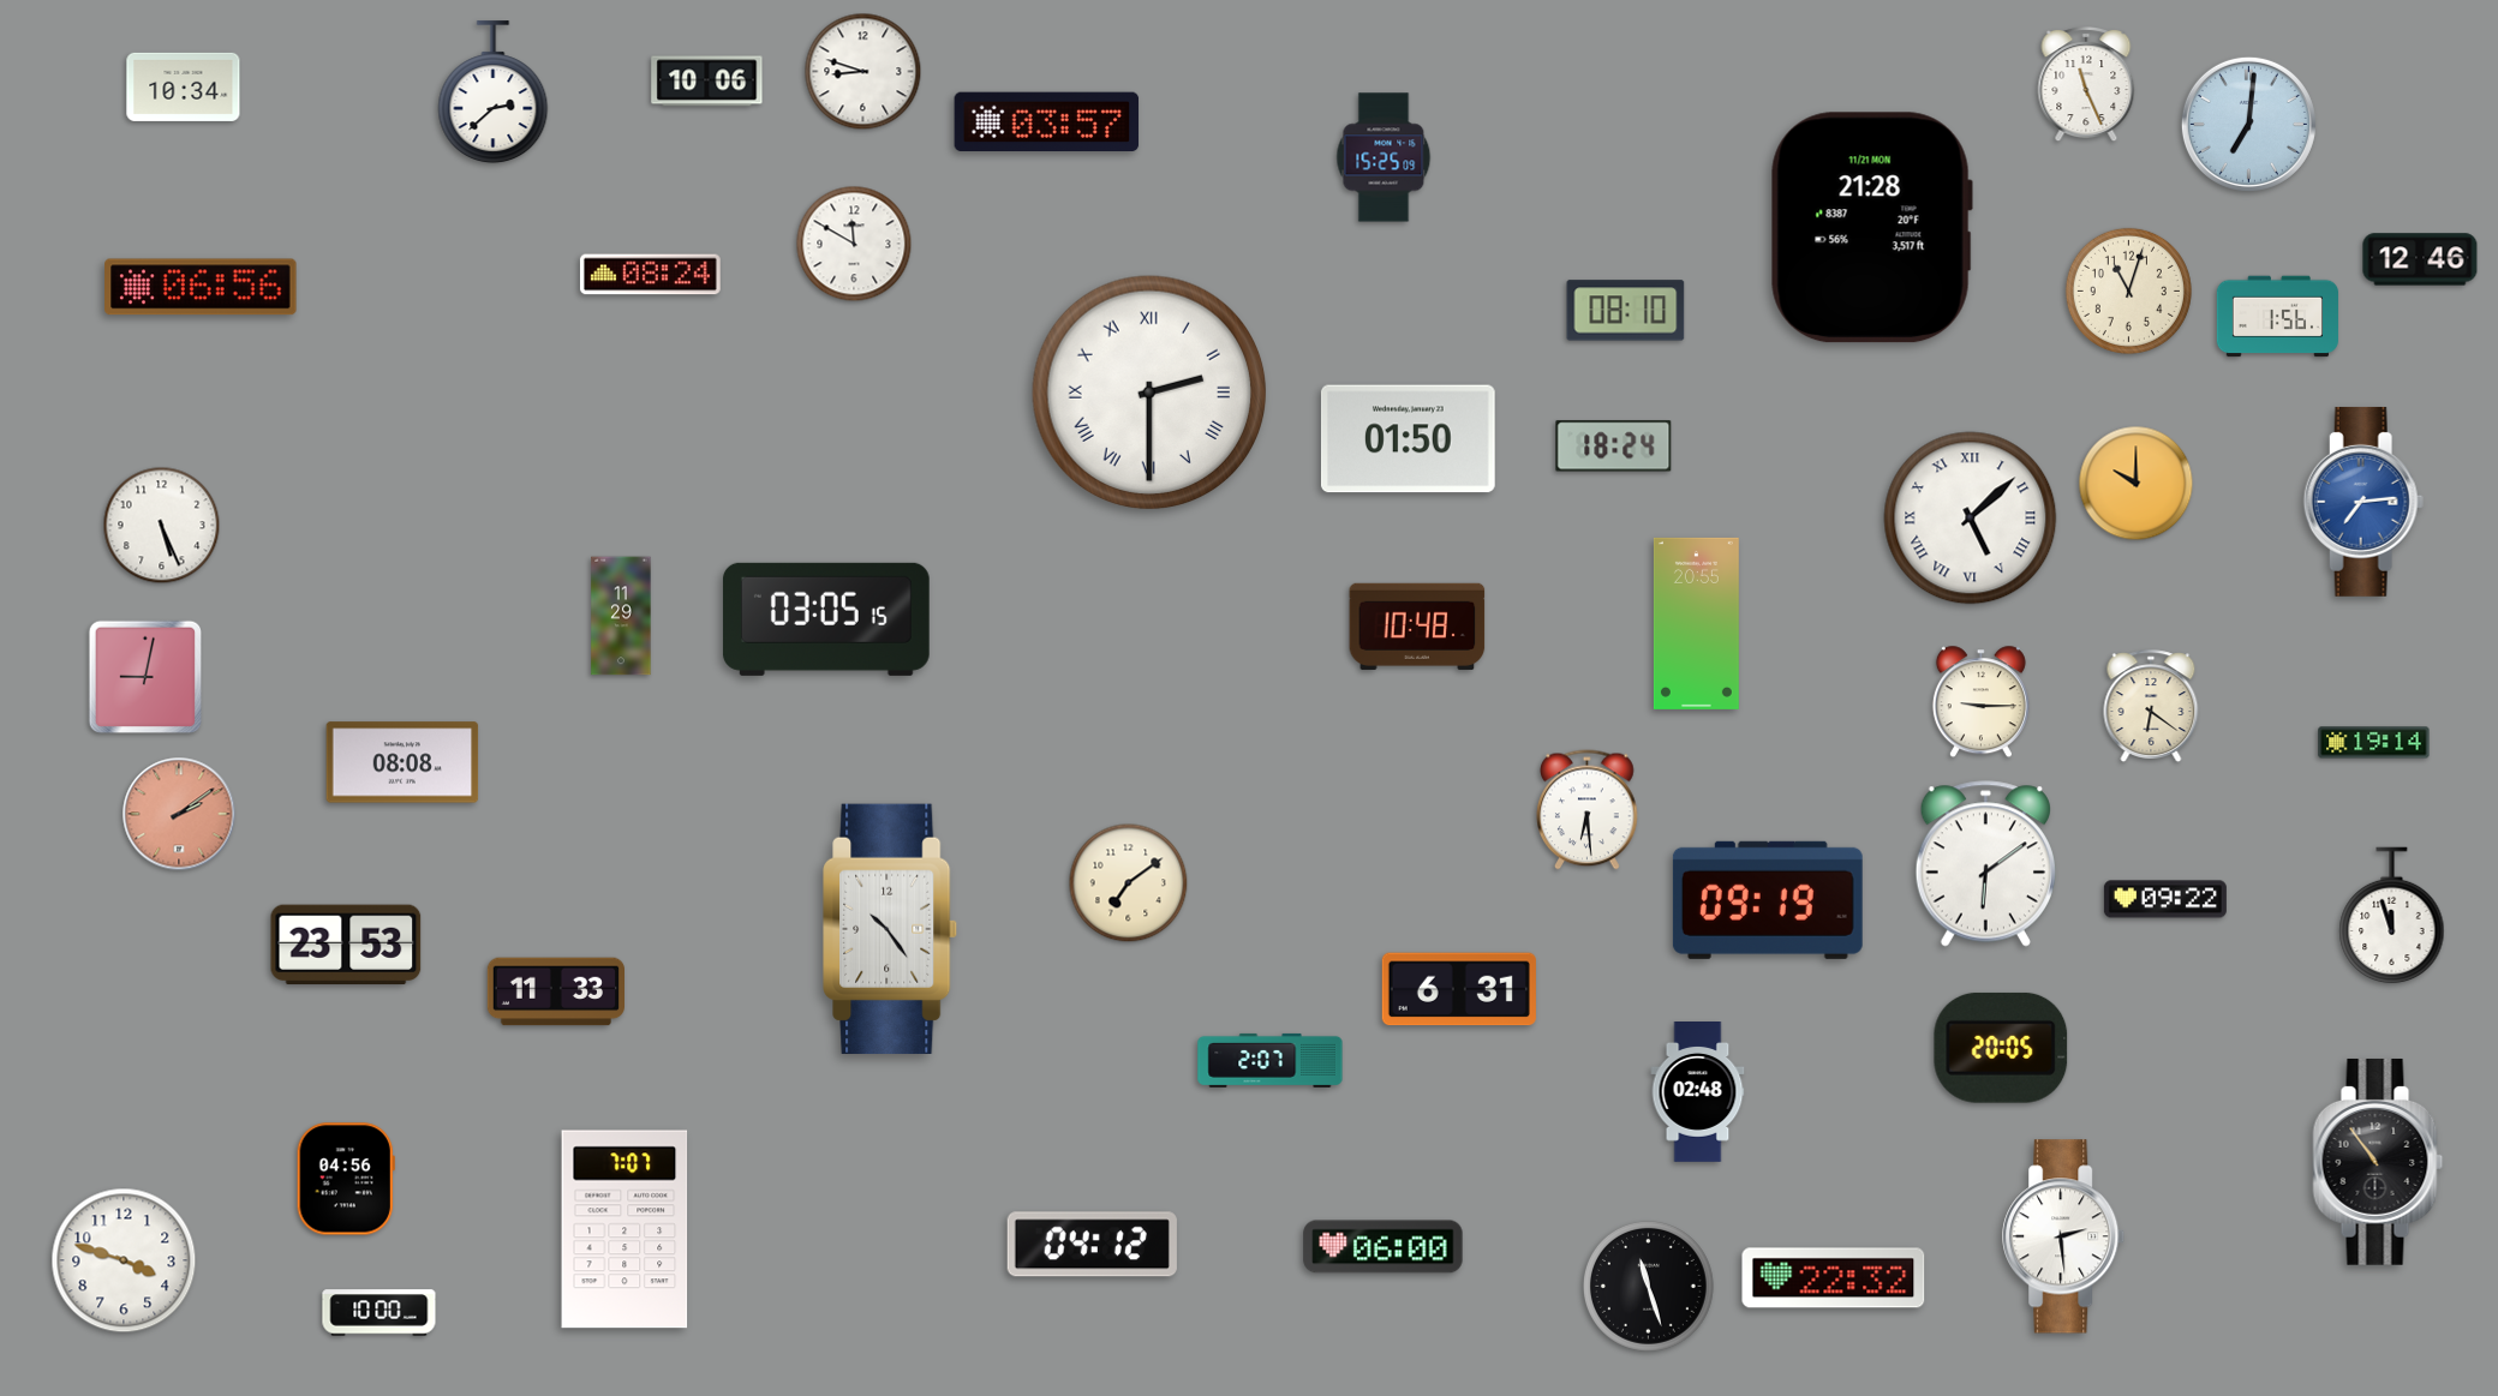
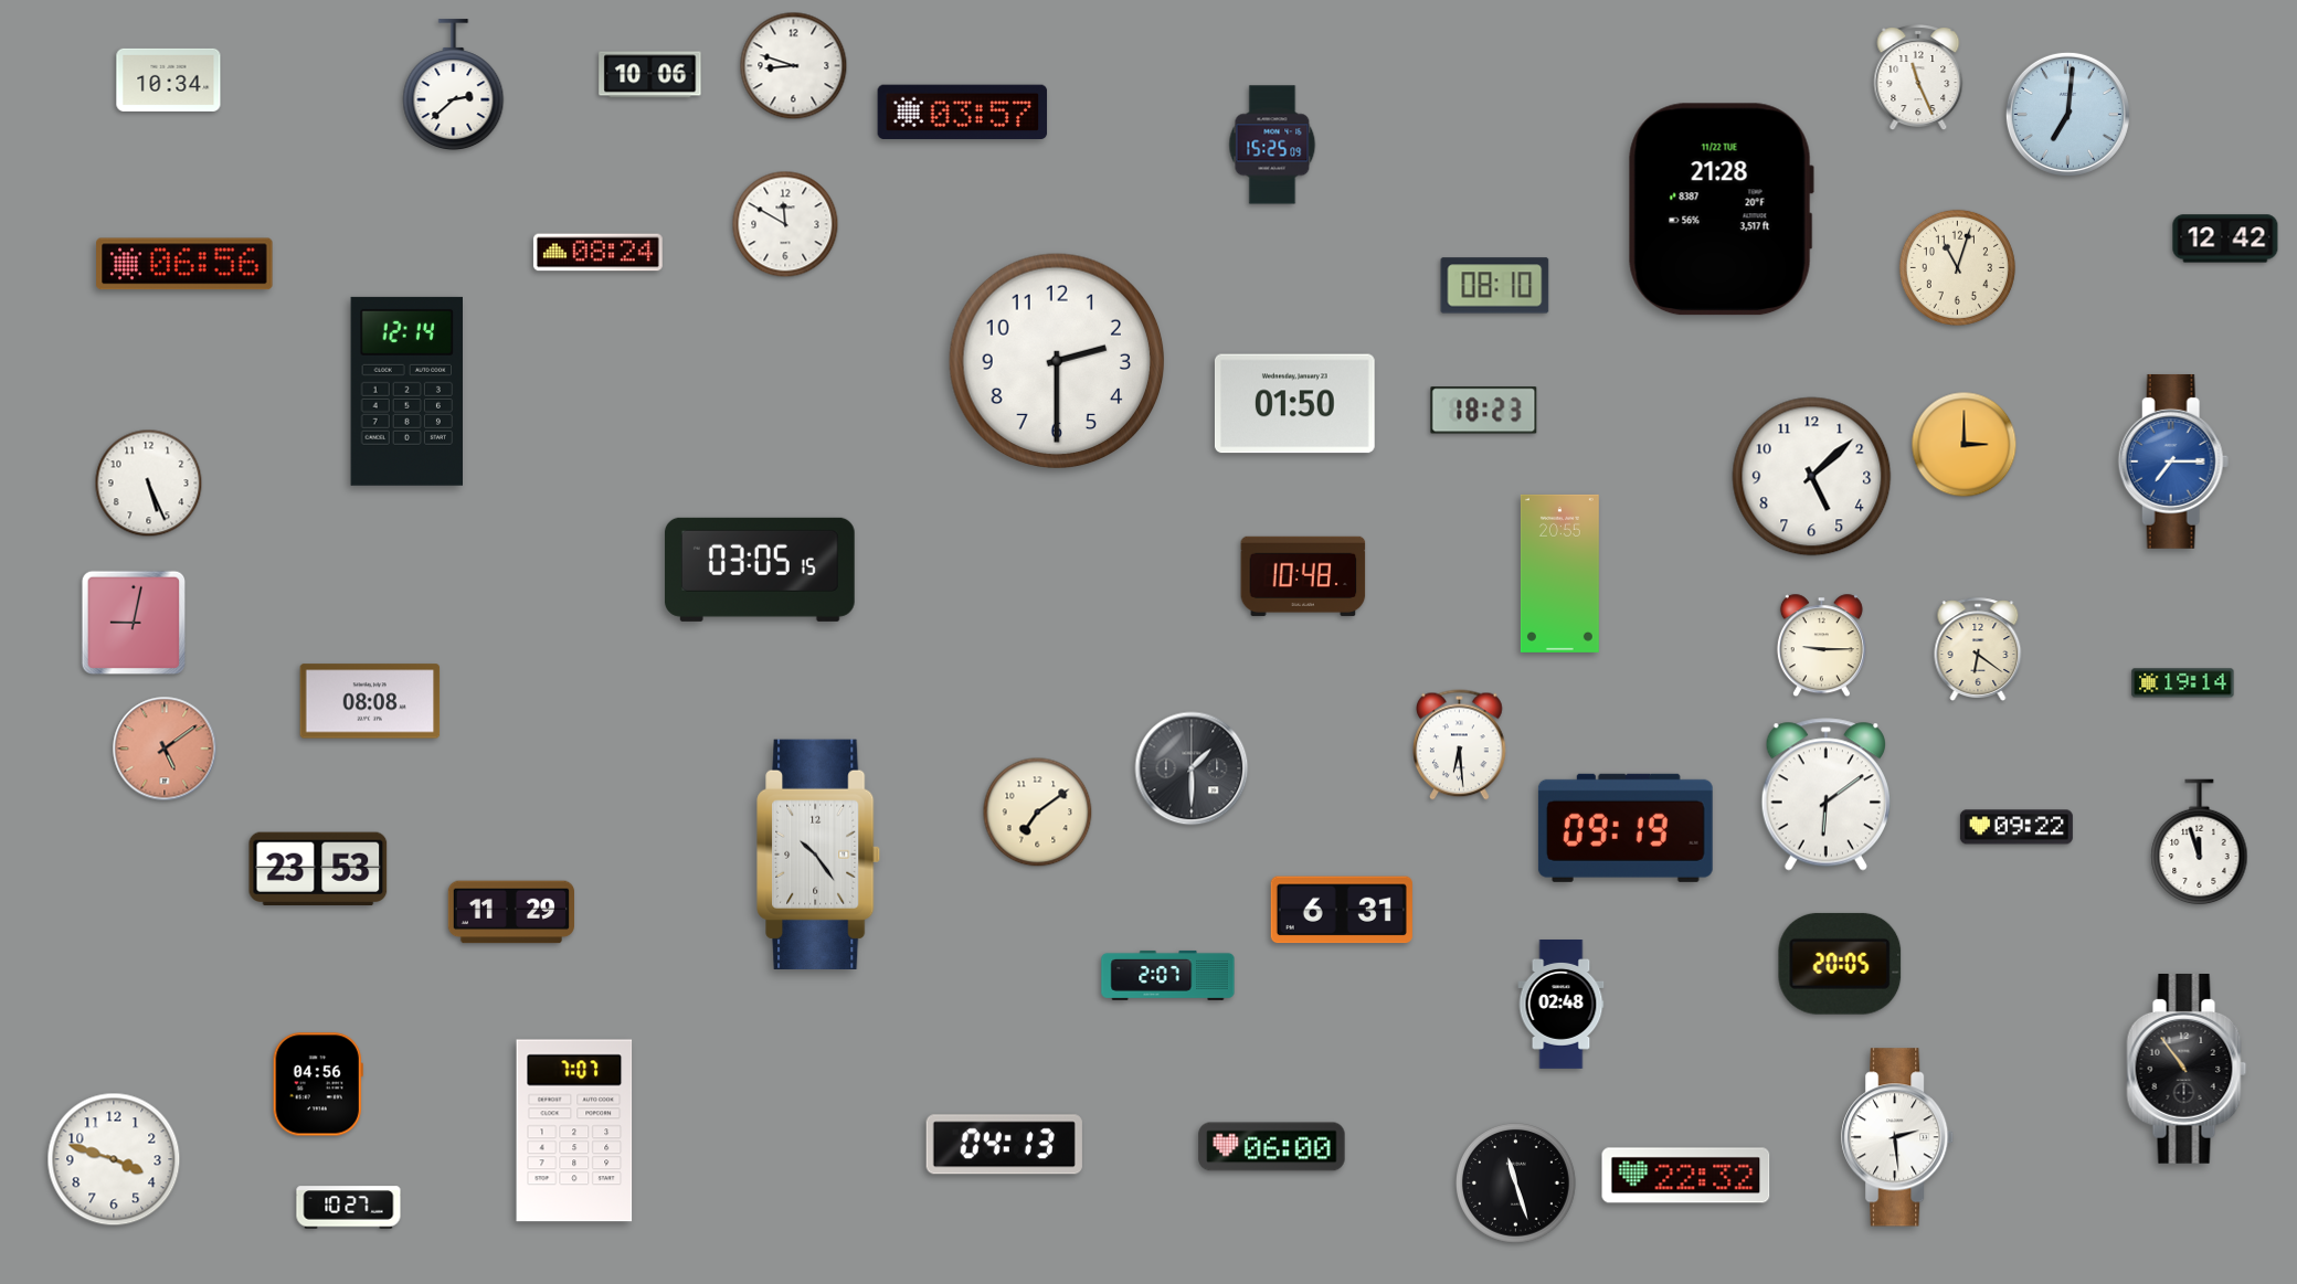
clock at (1871, 228) date: 11/21 MON -> 11/22 TUE
clock at (2420, 259): 12:46 -> 12:42
clock at (2277, 317): 1:56 -> none
clock at (1149, 393) numerals: Roman -> Arabic
clock at (406, 391): none -> 12:14
clock at (1614, 447): 18:24 -> 18:23
clock at (2137, 484): 10:00 -> 3:00
clock at (2363, 502): 7:14 -> 7:15
clock at (1971, 519) numerals: Roman -> Arabic
clock at (621, 616): 11:29 -> none
clock at (179, 814): 2:09 -> 5:09
clock at (1192, 768): none -> 1:30
clock at (2165, 899) position: (2165, 899) -> (2017, 827)
clock at (555, 991): 11:33 -> 11:29
clock at (1092, 1245): 04:12 -> 04:13
clock at (380, 1313): 10:00 -> 10:27
